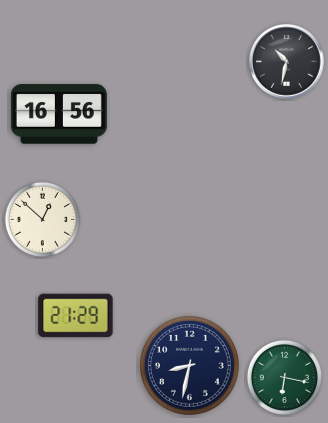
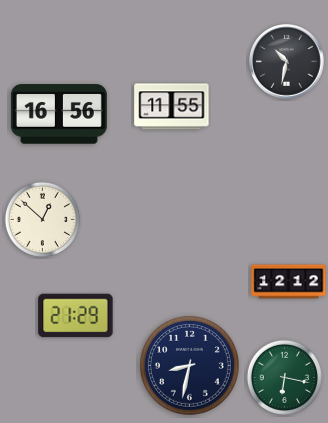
clock at (172, 107): none -> 11:55
clock at (289, 282): none -> 12:12
